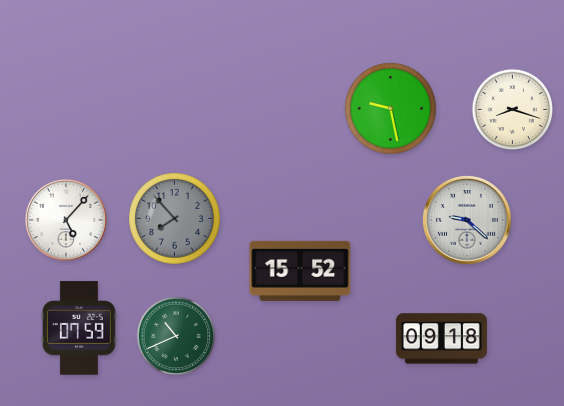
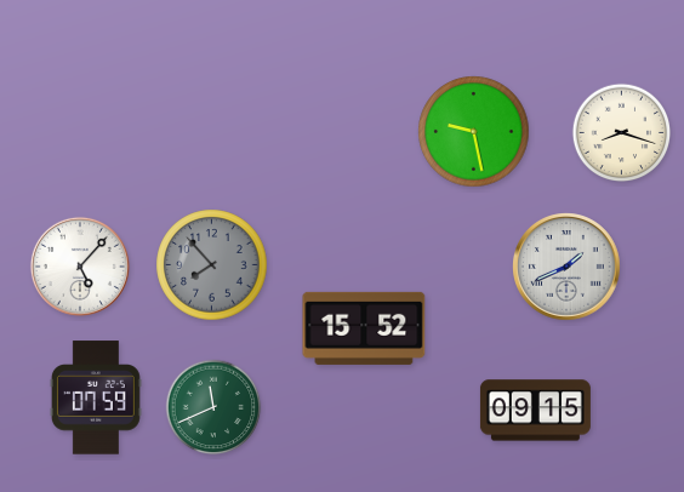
clock at (467, 220): 9:22 -> 1:41
clock at (176, 336): 10:41 -> 11:41
clock at (441, 339): 09:18 -> 09:15
